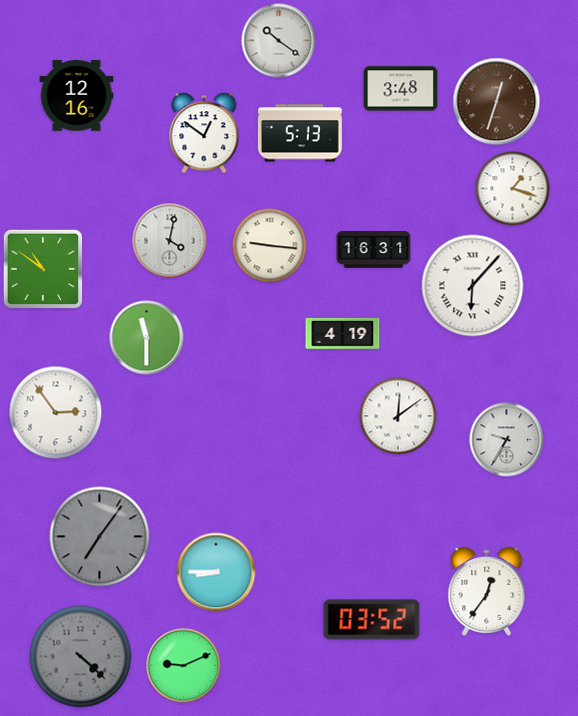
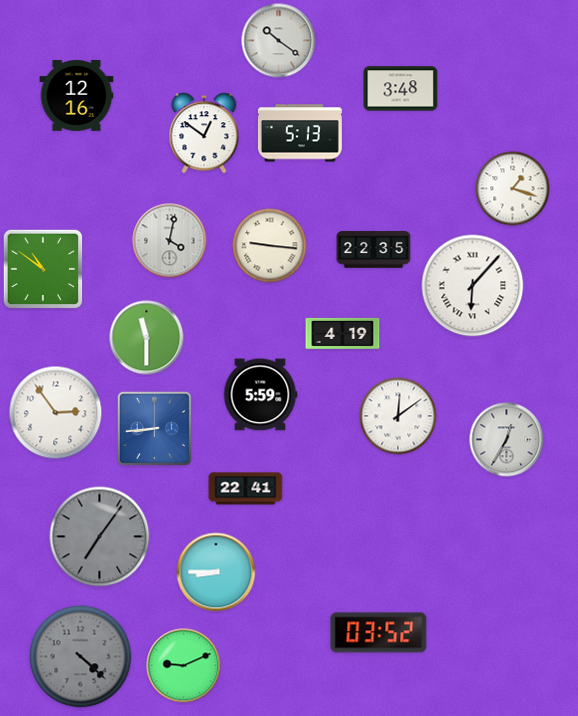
clock at (497, 102): 12:33 -> none
clock at (374, 250): 16:31 -> 22:35
clock at (260, 395): none -> 5:59
clock at (154, 428): none -> 8:44
clock at (507, 440): 9:35 -> 12:35
clock at (246, 489): none -> 22:41
clock at (487, 591): 12:36 -> none
clock at (372, 620) position: (372, 620) -> (379, 633)
